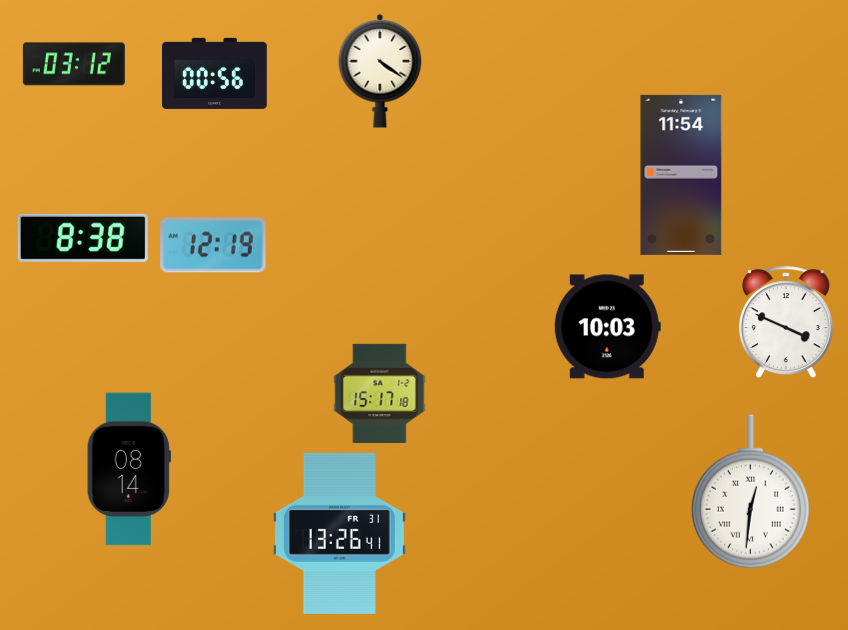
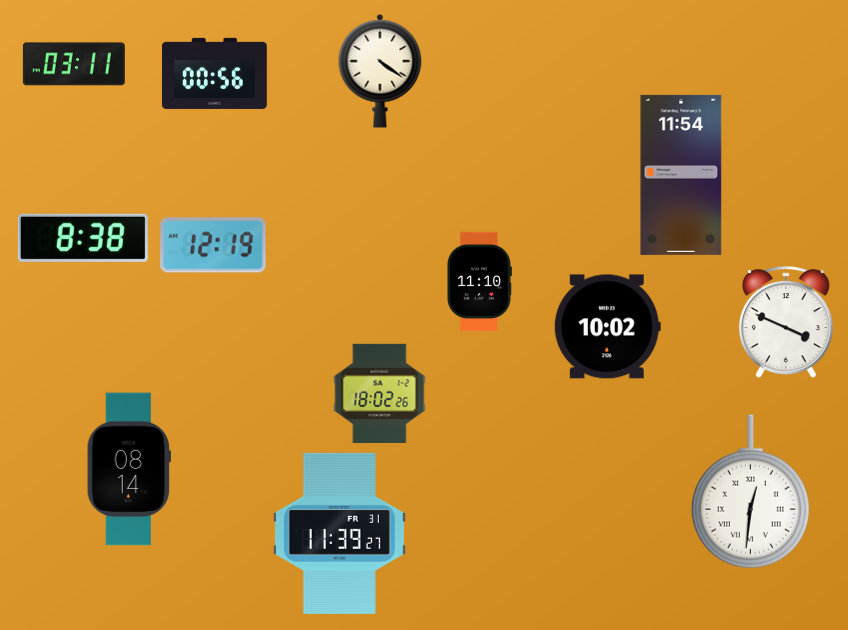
clock at (74, 64): 03:12 -> 03:11
clock at (479, 281): none -> 11:10
clock at (607, 327): 10:03 -> 10:02
clock at (380, 393): 15:17 -> 18:02
clock at (339, 533): 13:26 -> 11:39
